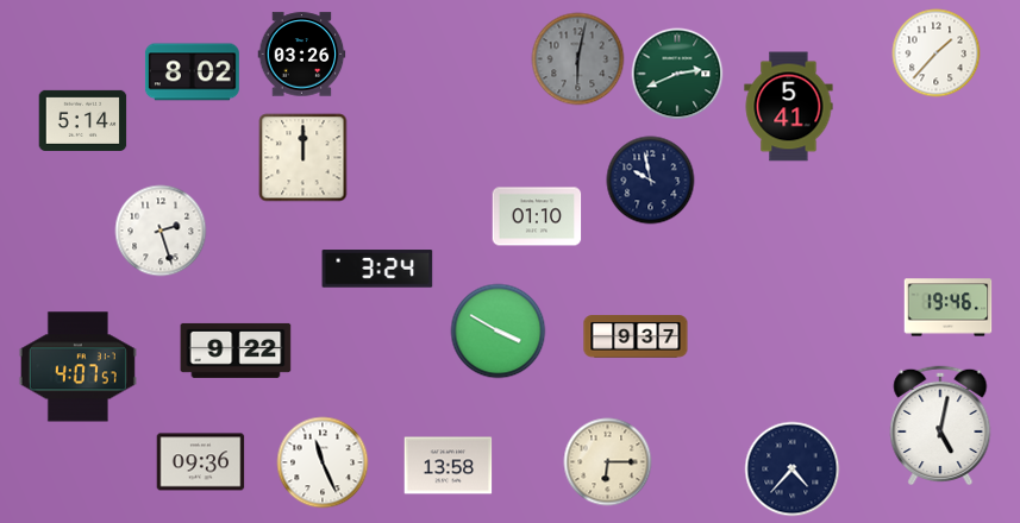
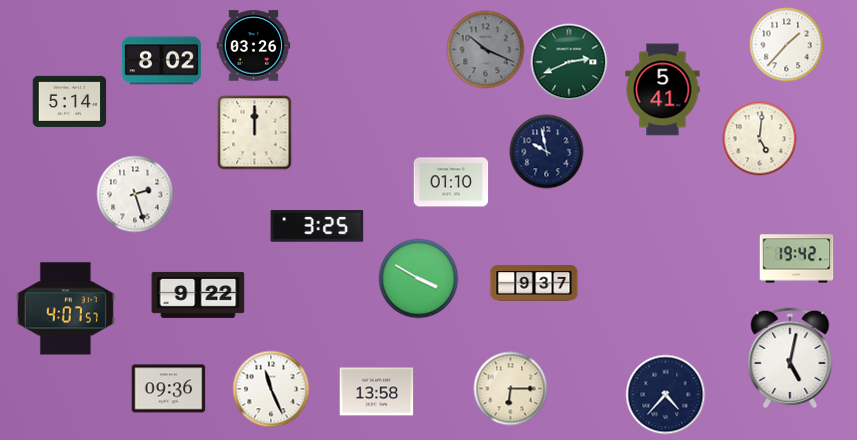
clock at (578, 59): 6:02 -> 10:19
clock at (760, 139): none -> 5:01
clock at (377, 269): 3:24 -> 3:25
clock at (949, 308): 19:46 -> 19:42
